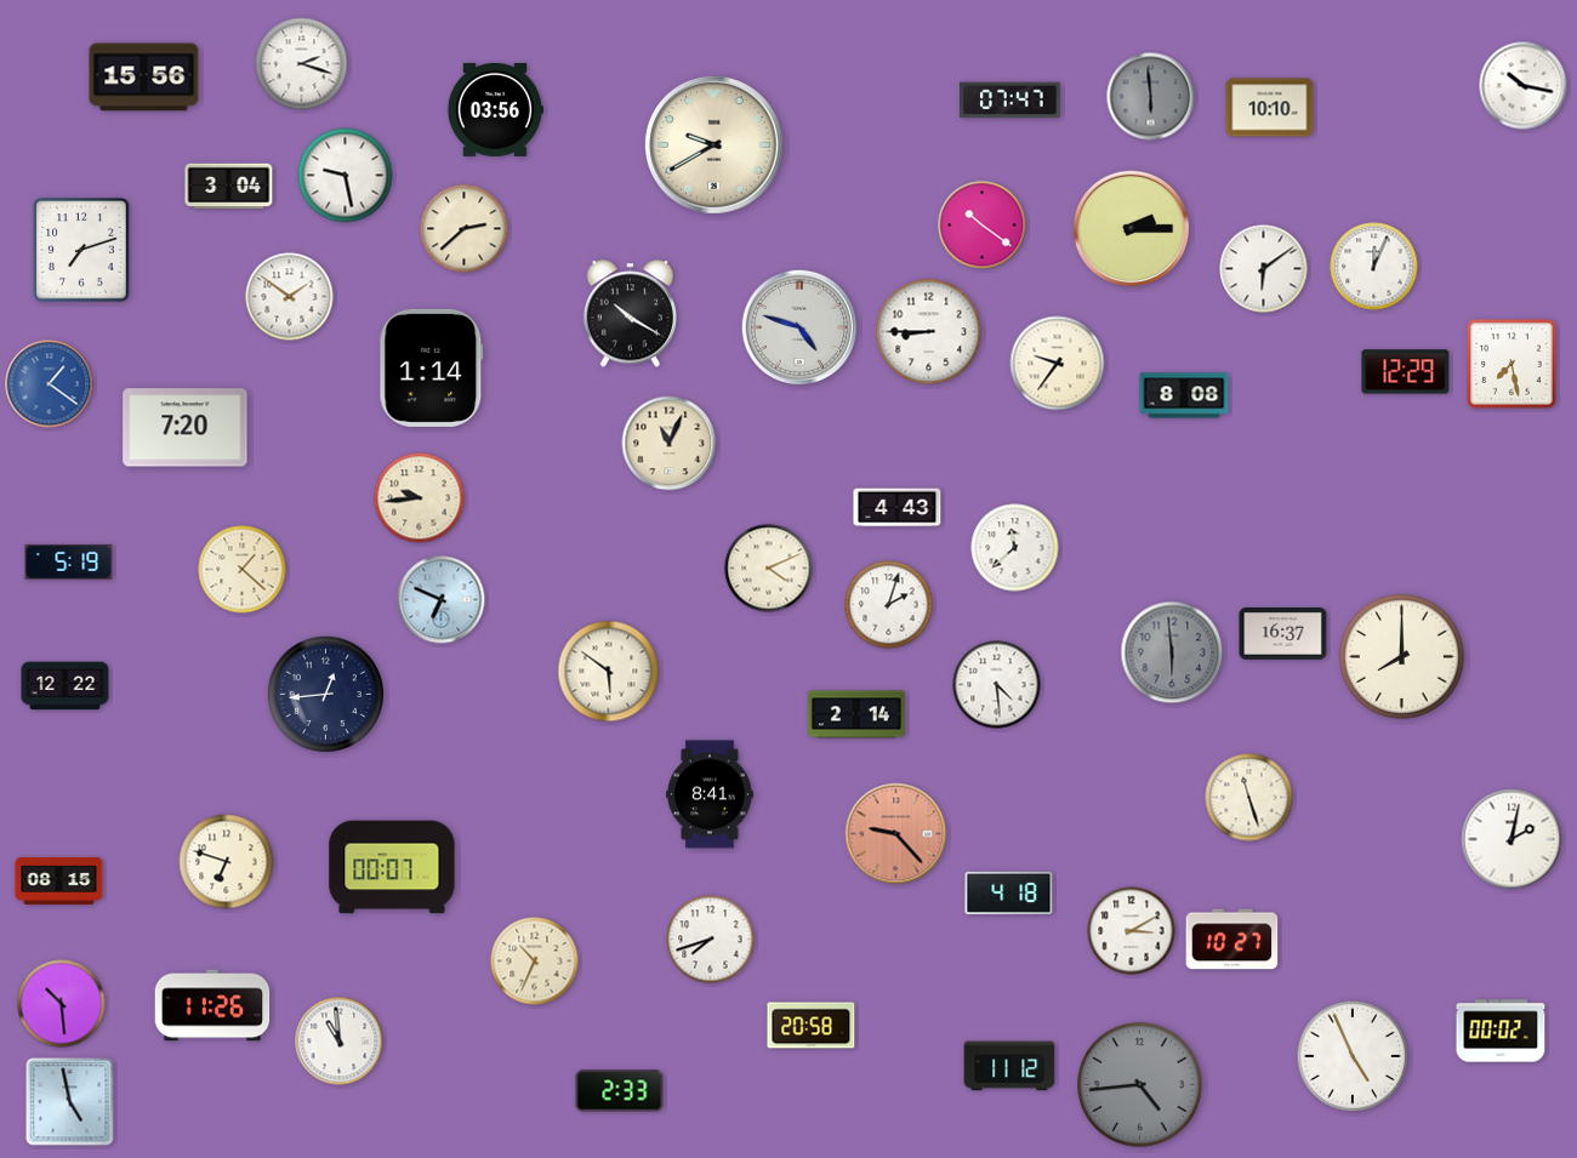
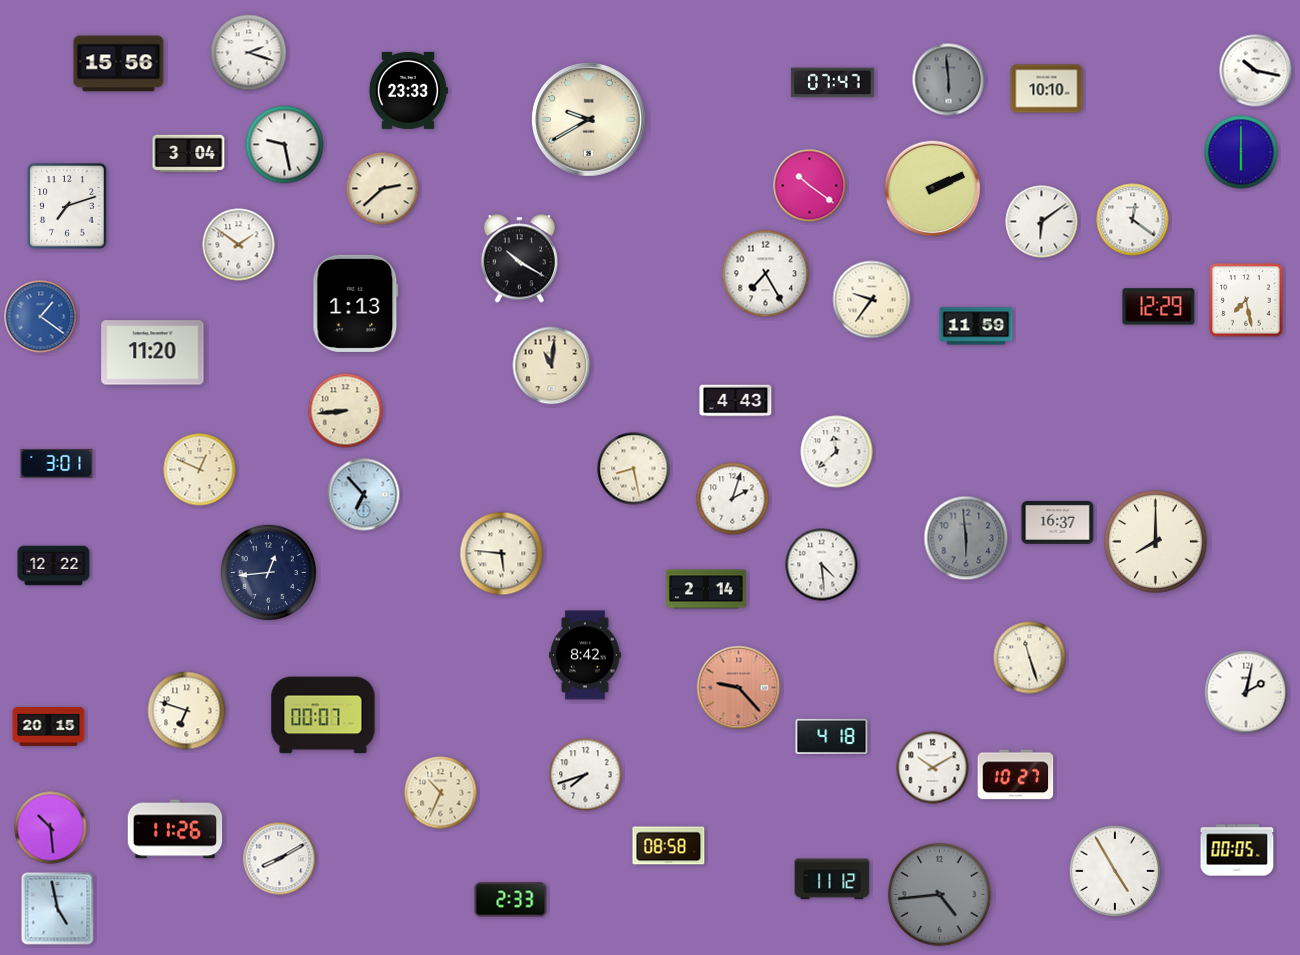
clock at (495, 109): 03:56 -> 23:33
clock at (1241, 152): none -> 6:00
clock at (1132, 229): 2:15 -> 2:11
clock at (1374, 267): 12:04 -> 12:21
clock at (799, 327): 4:48 -> none
clock at (929, 332): 8:45 -> 7:25
clock at (432, 367): 1:14 -> 1:13
clock at (1184, 395): 8:08 -> 11:59
clock at (186, 428): 7:20 -> 11:20
clock at (670, 444): 11:04 -> 11:01
clock at (420, 498): 9:44 -> 8:44
clock at (898, 508) position: (898, 508) -> (736, 401)
clock at (69, 561): 5:19 -> 3:01
clock at (769, 569): 4:11 -> 8:28
clock at (243, 570): 1:22 -> 12:49
clock at (442, 600): 6:49 -> 6:53
clock at (609, 672): 5:51 -> 5:46
clock at (710, 794): 8:41 -> 8:42
clock at (59, 880): 08:15 -> 20:15
clock at (1132, 931): 3:10 -> 10:10
clock at (812, 1026): 20:58 -> 08:58
clock at (1501, 1031): 00:02 -> 00:05
clock at (340, 1042): 10:59 -> 8:10
clock at (1353, 1056): 4:56 -> 4:55
